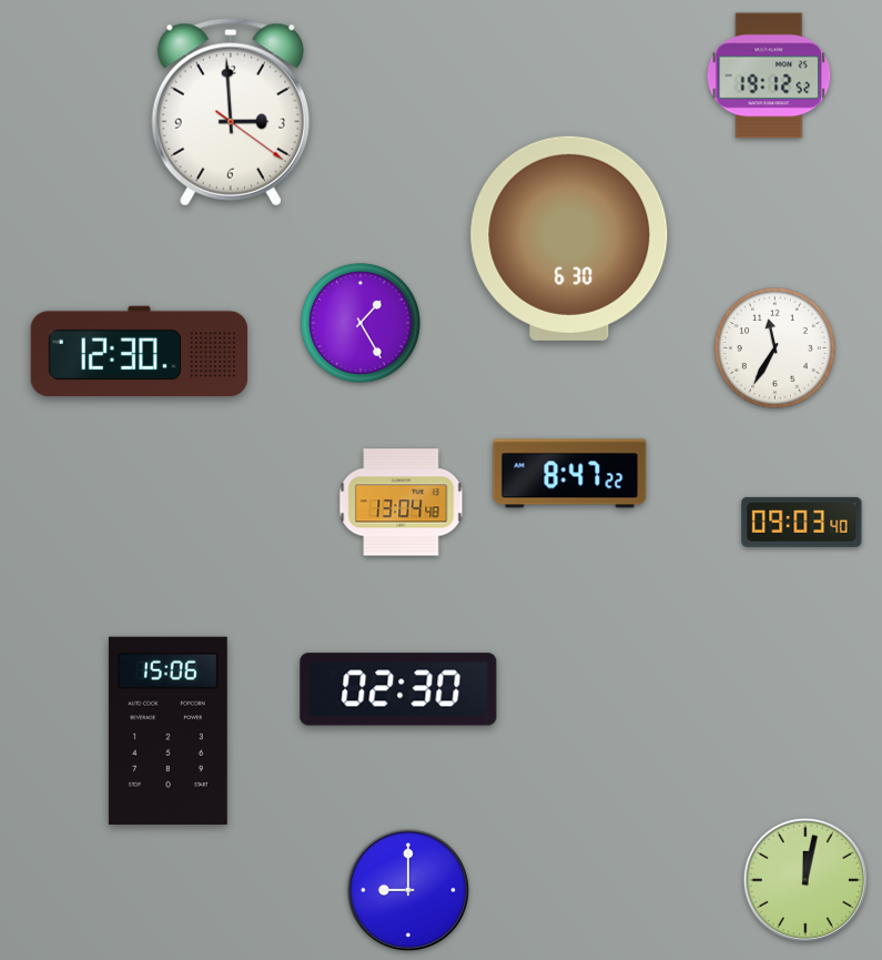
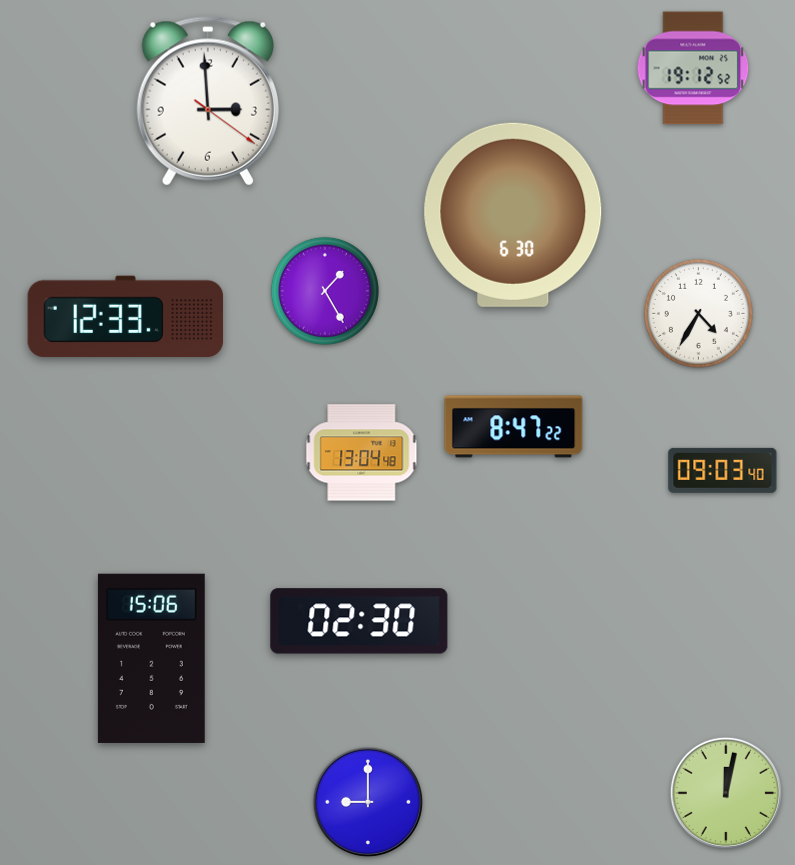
clock at (774, 347): 11:35 -> 4:35
clock at (140, 352): 12:30 -> 12:33
